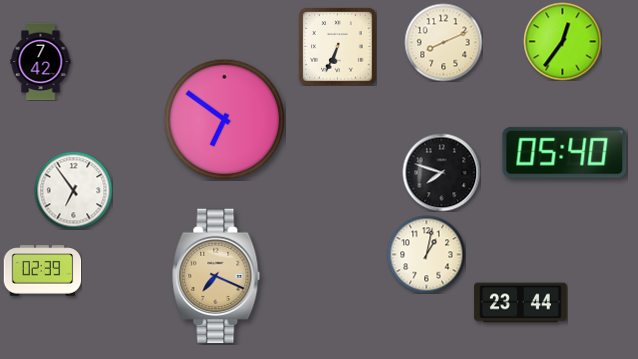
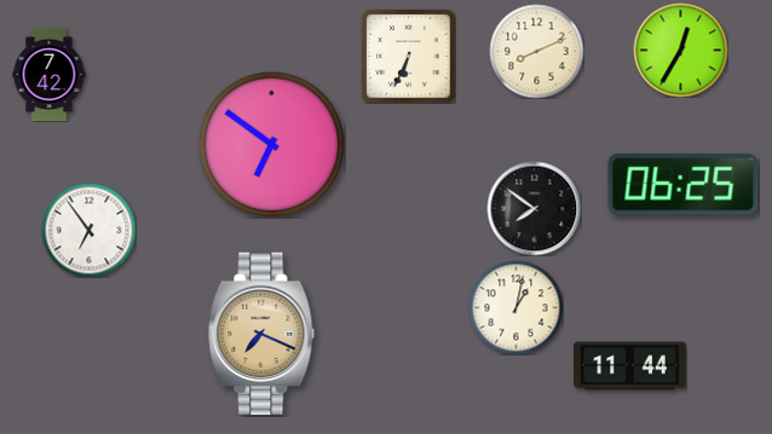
clock at (562, 41): 12:36 -> 12:35
clock at (565, 152): 05:40 -> 06:25
clock at (441, 172): 7:48 -> 7:51
clock at (42, 271): 02:39 -> none
clock at (521, 303): 23:44 -> 11:44
